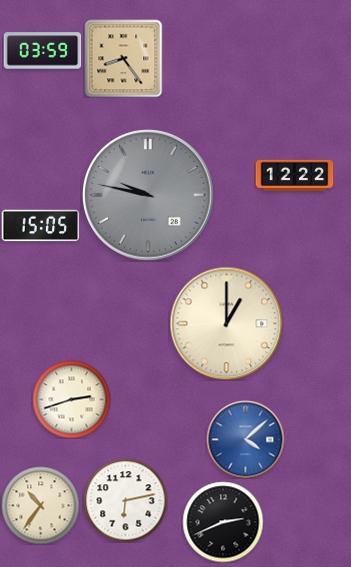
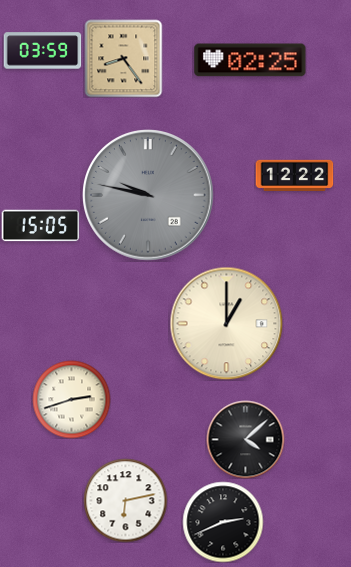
clock at (250, 60): none -> 02:25
clock at (245, 439) dial: blue -> black
clock at (40, 505): 10:36 -> none
